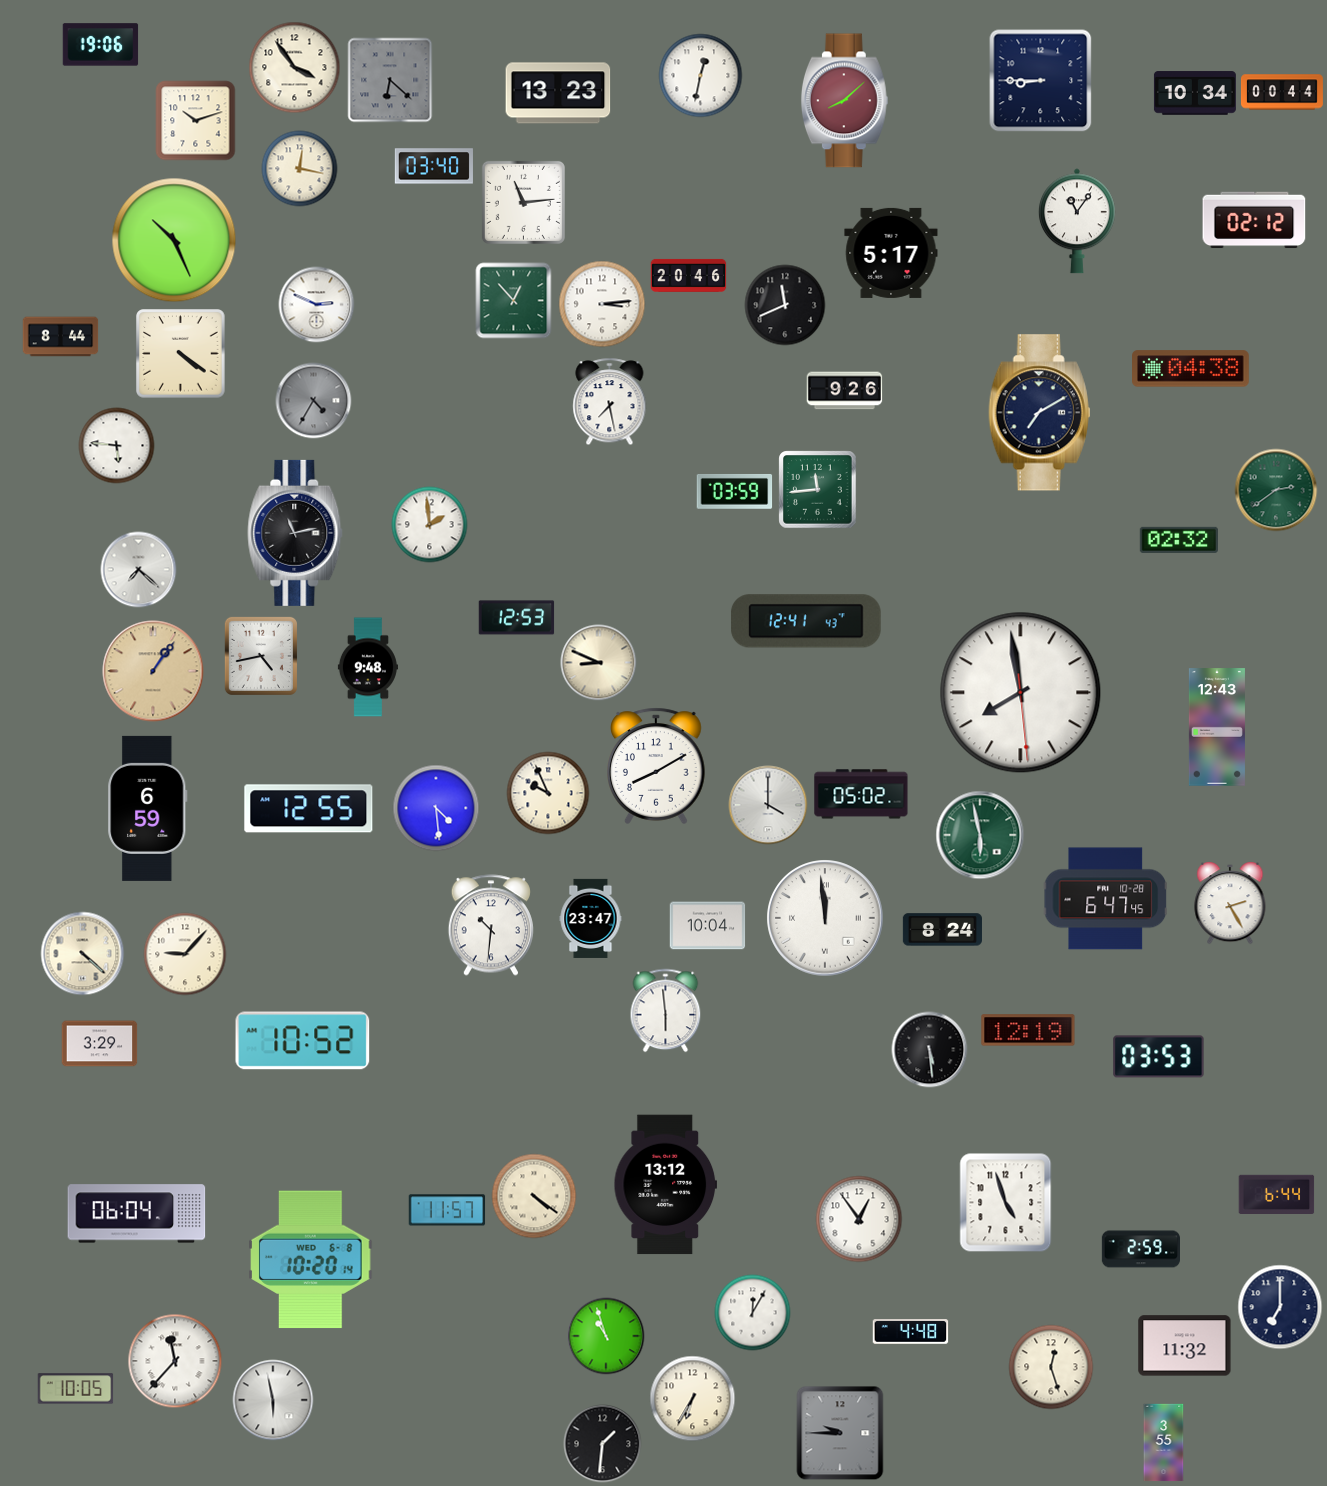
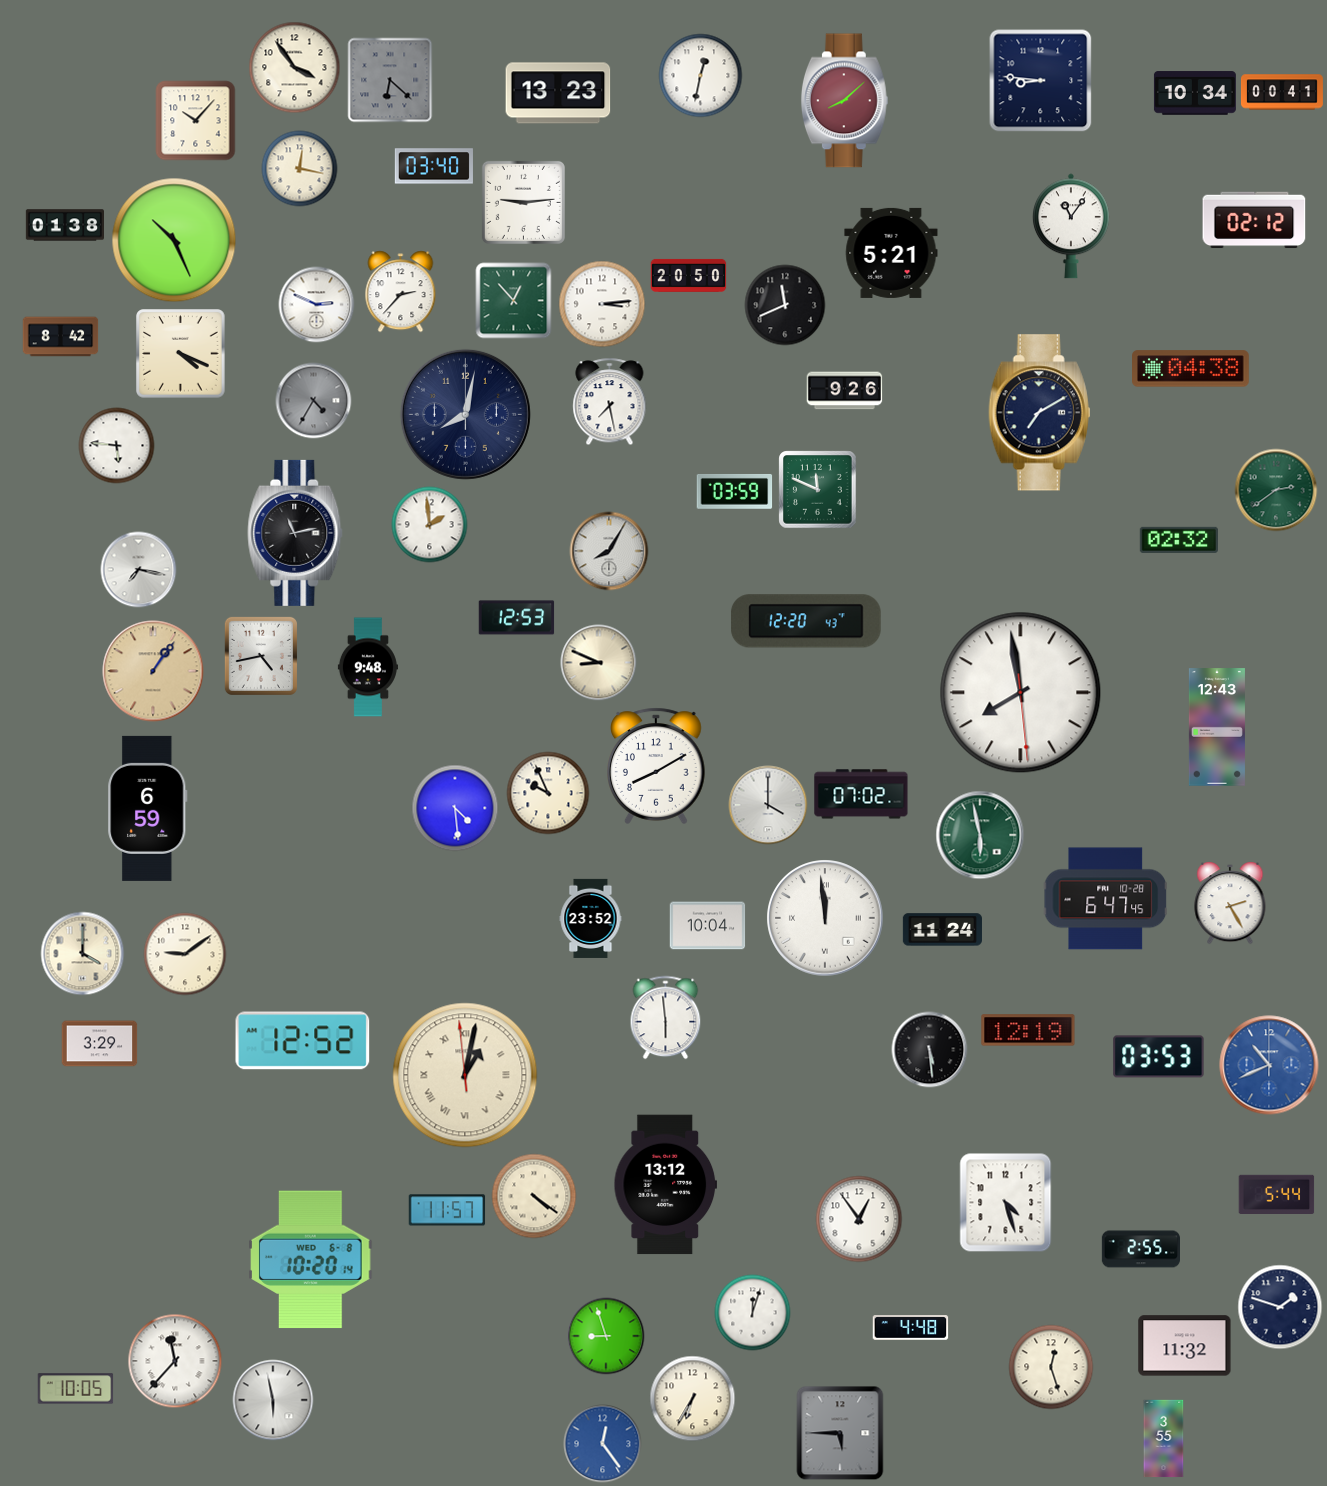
clock at (101, 45): 19:06 -> none
clock at (1041, 81): 8:45 -> 8:46
clock at (1282, 92): 00:44 -> 00:41
clock at (196, 121): 10:12 -> 10:07
clock at (523, 202): 11:14 -> 9:14
clock at (1078, 221) position: (1078, 221) -> (1072, 226)
clock at (64, 225): none -> 01:38
clock at (891, 253): 5:17 -> 5:21
clock at (689, 275): 20:46 -> 20:50
clock at (401, 292): none -> 2:37
clock at (61, 337): 8:44 -> 8:42
clock at (181, 354): 4:21 -> 4:19
clock at (465, 414): none -> 8:02
clock at (818, 490): 11:44 -> 11:49
clock at (609, 551): none -> 8:05
clock at (139, 570): 7:22 -> 7:17
clock at (806, 621): 12:41 -> 12:20
clock at (861, 794): 05:02 -> 07:02
clock at (436, 808) position: (436, 808) -> (455, 808)
clock at (309, 809): 12:55 -> none
clock at (591, 918): 23:47 -> 23:52
clock at (491, 925): 10:31 -> none
clock at (942, 930): 8:24 -> 11:24
clock at (83, 954): 4:22 -> 4:00
clock at (185, 954): 9:07 -> 9:09
clock at (666, 1011) position: (666, 1011) -> (666, 1018)
clock at (303, 1041): 10:52 -> 12:52
clock at (1269, 1065): none -> 10:41
clock at (465, 1075): none -> 1:01
clock at (1277, 1194): 6:44 -> 5:44
clock at (1006, 1203): 4:57 -> 4:27
clock at (137, 1214): 06:04 -> none
clock at (1140, 1249): 2:59 -> 2:55
clock at (1280, 1307): 7:00 -> 1:48
clock at (753, 1313): 12:05 -> 12:03
clock at (911, 1332) position: (911, 1332) -> (911, 1328)
clock at (606, 1336): 10:57 -> 8:57
clock at (840, 1433): 9:45 -> 5:45
clock at (1164, 1443) position: (1164, 1443) -> (1164, 1439)
clock at (603, 1444): 1:31 -> 12:24
clock at (603, 1444) dial: black -> blue
